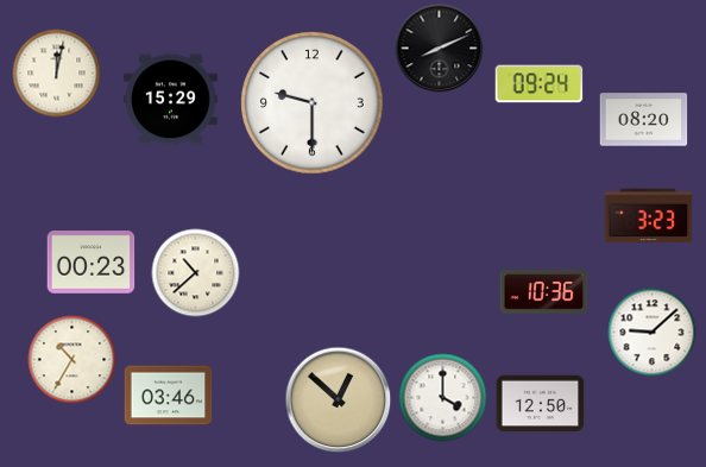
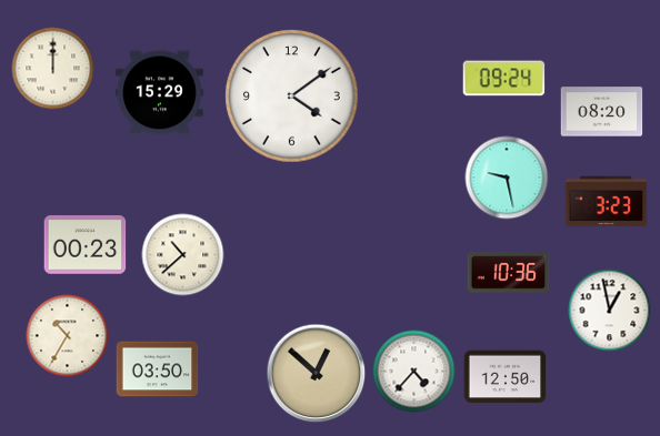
clock at (440, 49): 8:11 -> none
clock at (57, 74): 12:02 -> 12:00
clock at (313, 103): 9:30 -> 4:09
clock at (507, 178): none -> 9:28
clock at (653, 333): 9:08 -> 12:58
clock at (169, 396): 03:46 -> 03:50
clock at (443, 398): 4:00 -> 4:37
